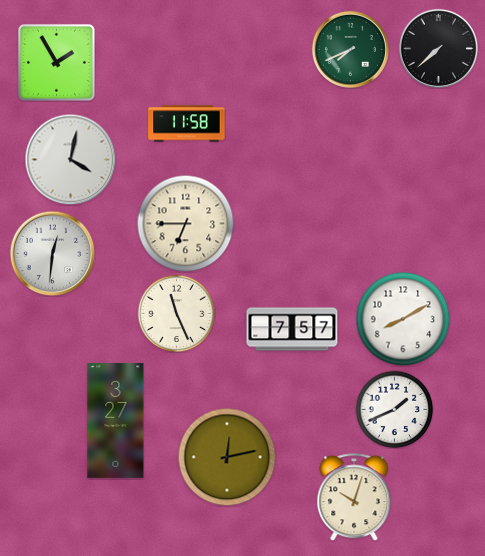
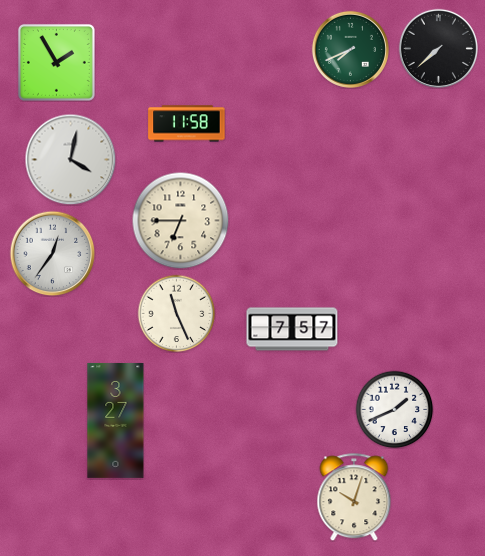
clock at (185, 223) position: (185, 223) -> (180, 220)
clock at (52, 253): 12:31 -> 12:36
clock at (403, 319): 8:10 -> none
clock at (227, 457): 12:13 -> none
